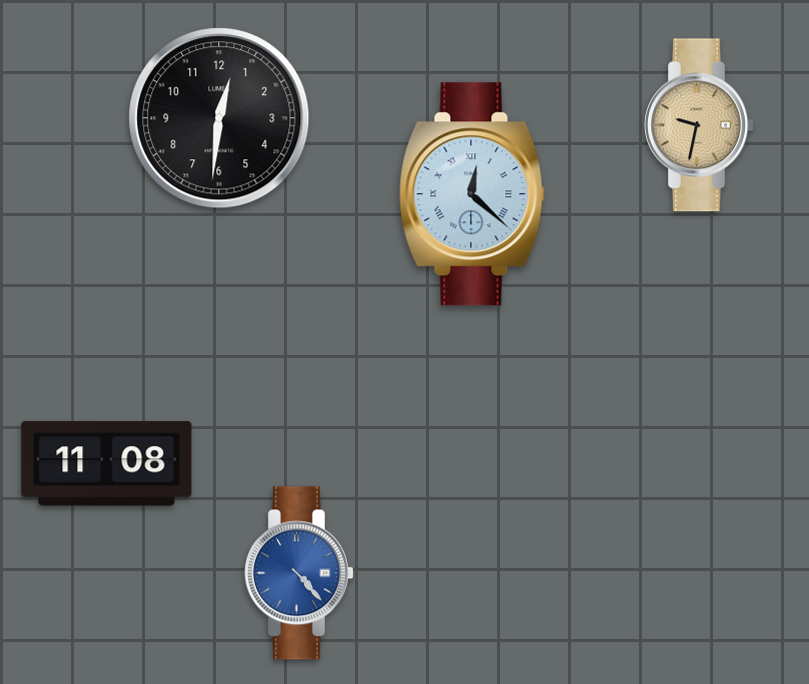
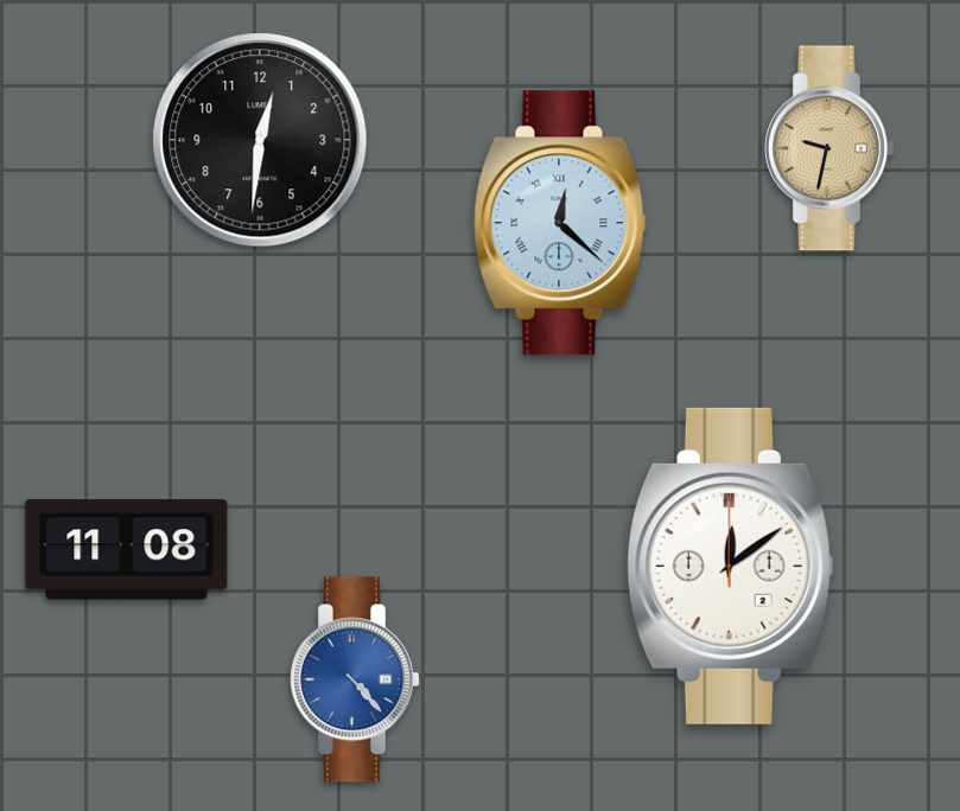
clock at (472, 194) position: (472, 194) -> (560, 223)
clock at (730, 566): none -> 12:09
